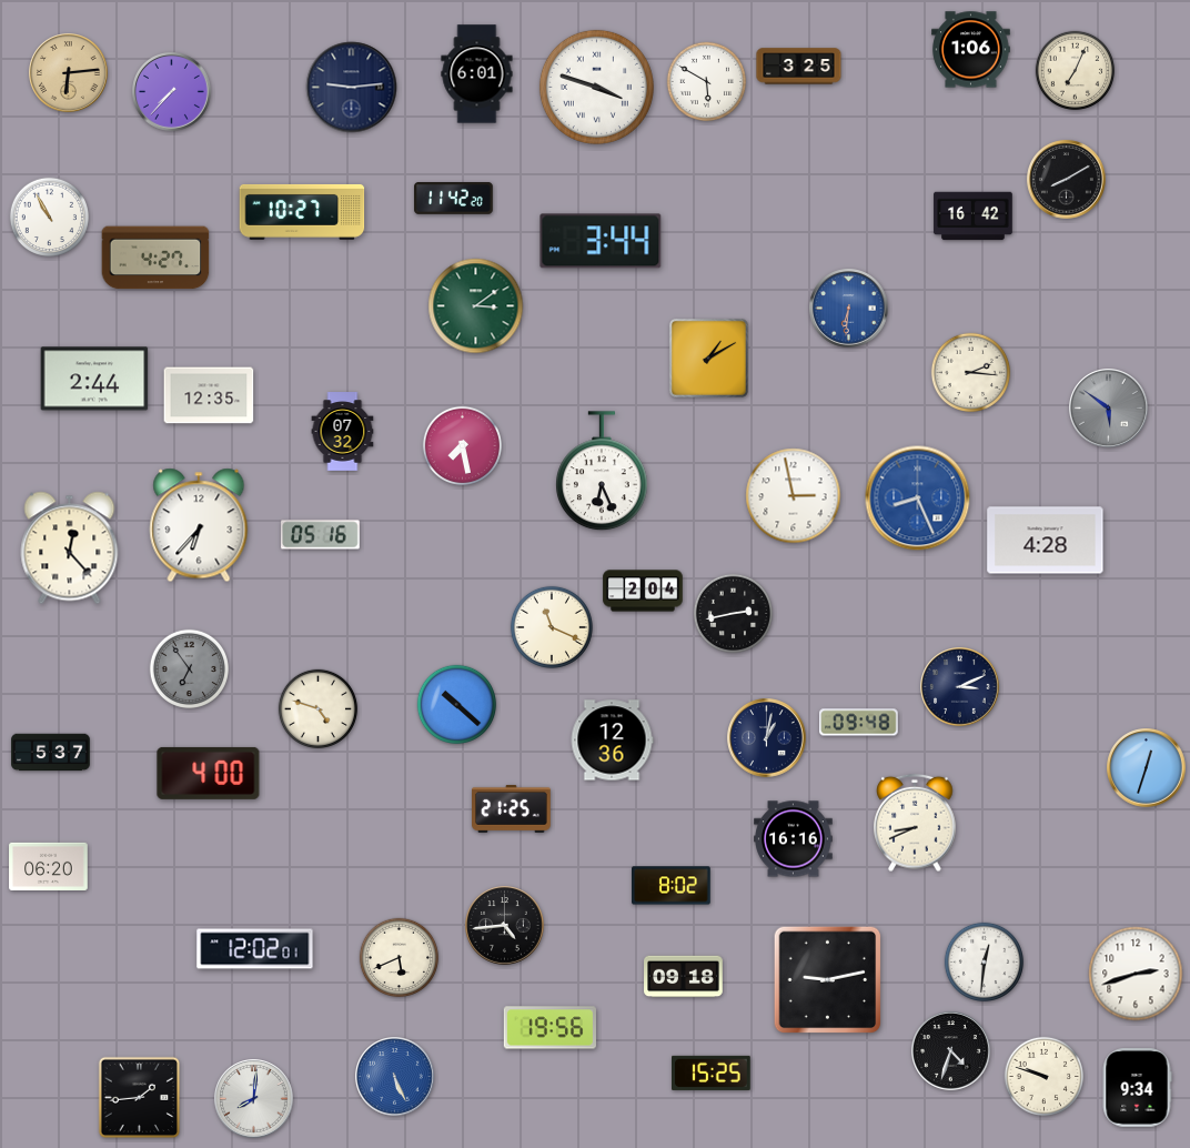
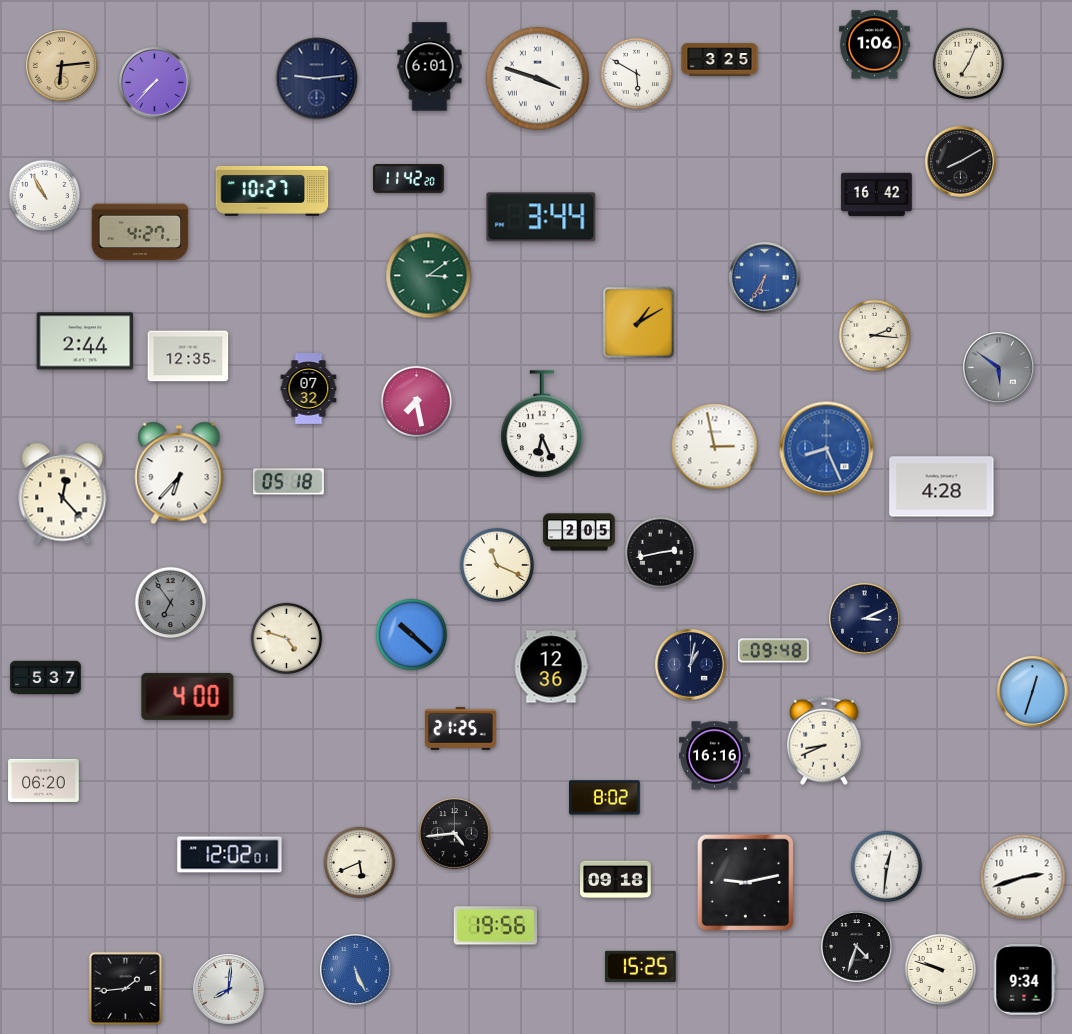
clock at (849, 309): 6:31 -> 6:35
clock at (321, 535): 05:16 -> 05:18
clock at (643, 591): 2:04 -> 2:05
